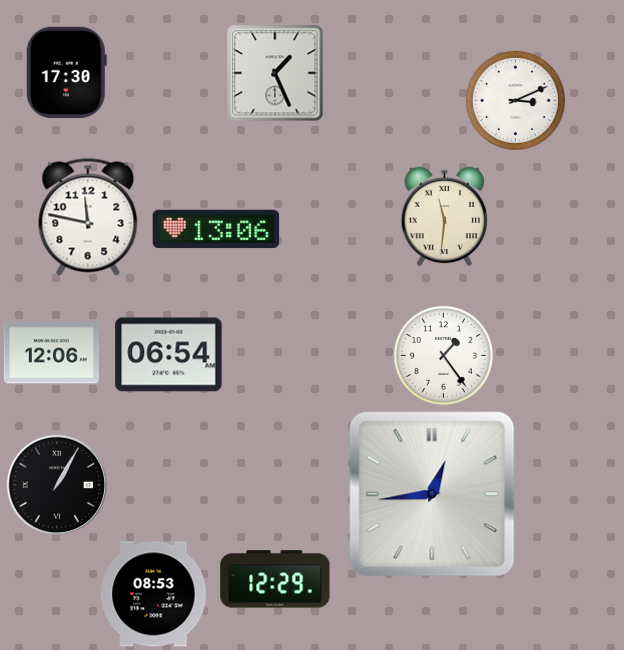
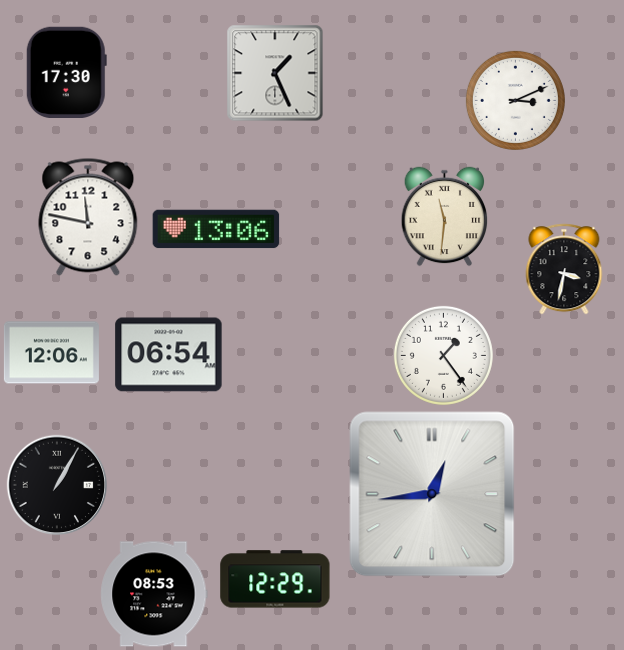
clock at (564, 269): none -> 3:32
